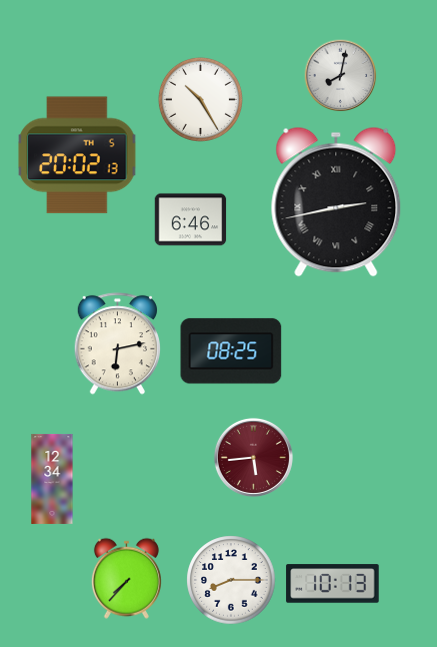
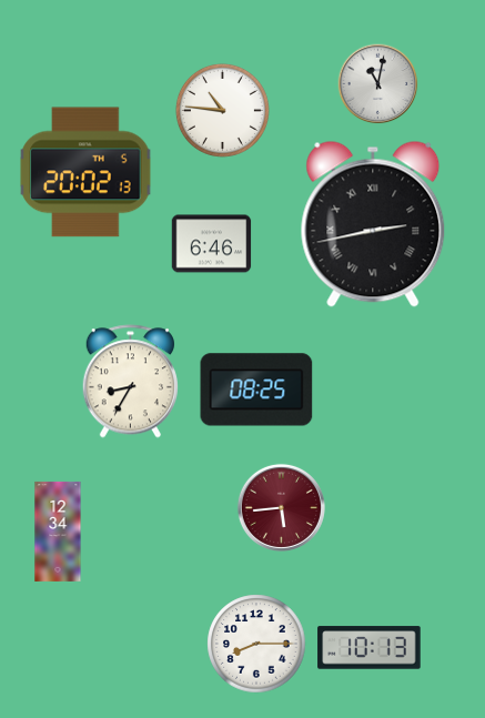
clock at (341, 76): 8:02 -> 11:02
clock at (200, 99): 10:25 -> 10:46
clock at (117, 344): 6:13 -> 8:35
clock at (126, 578): 7:37 -> none
